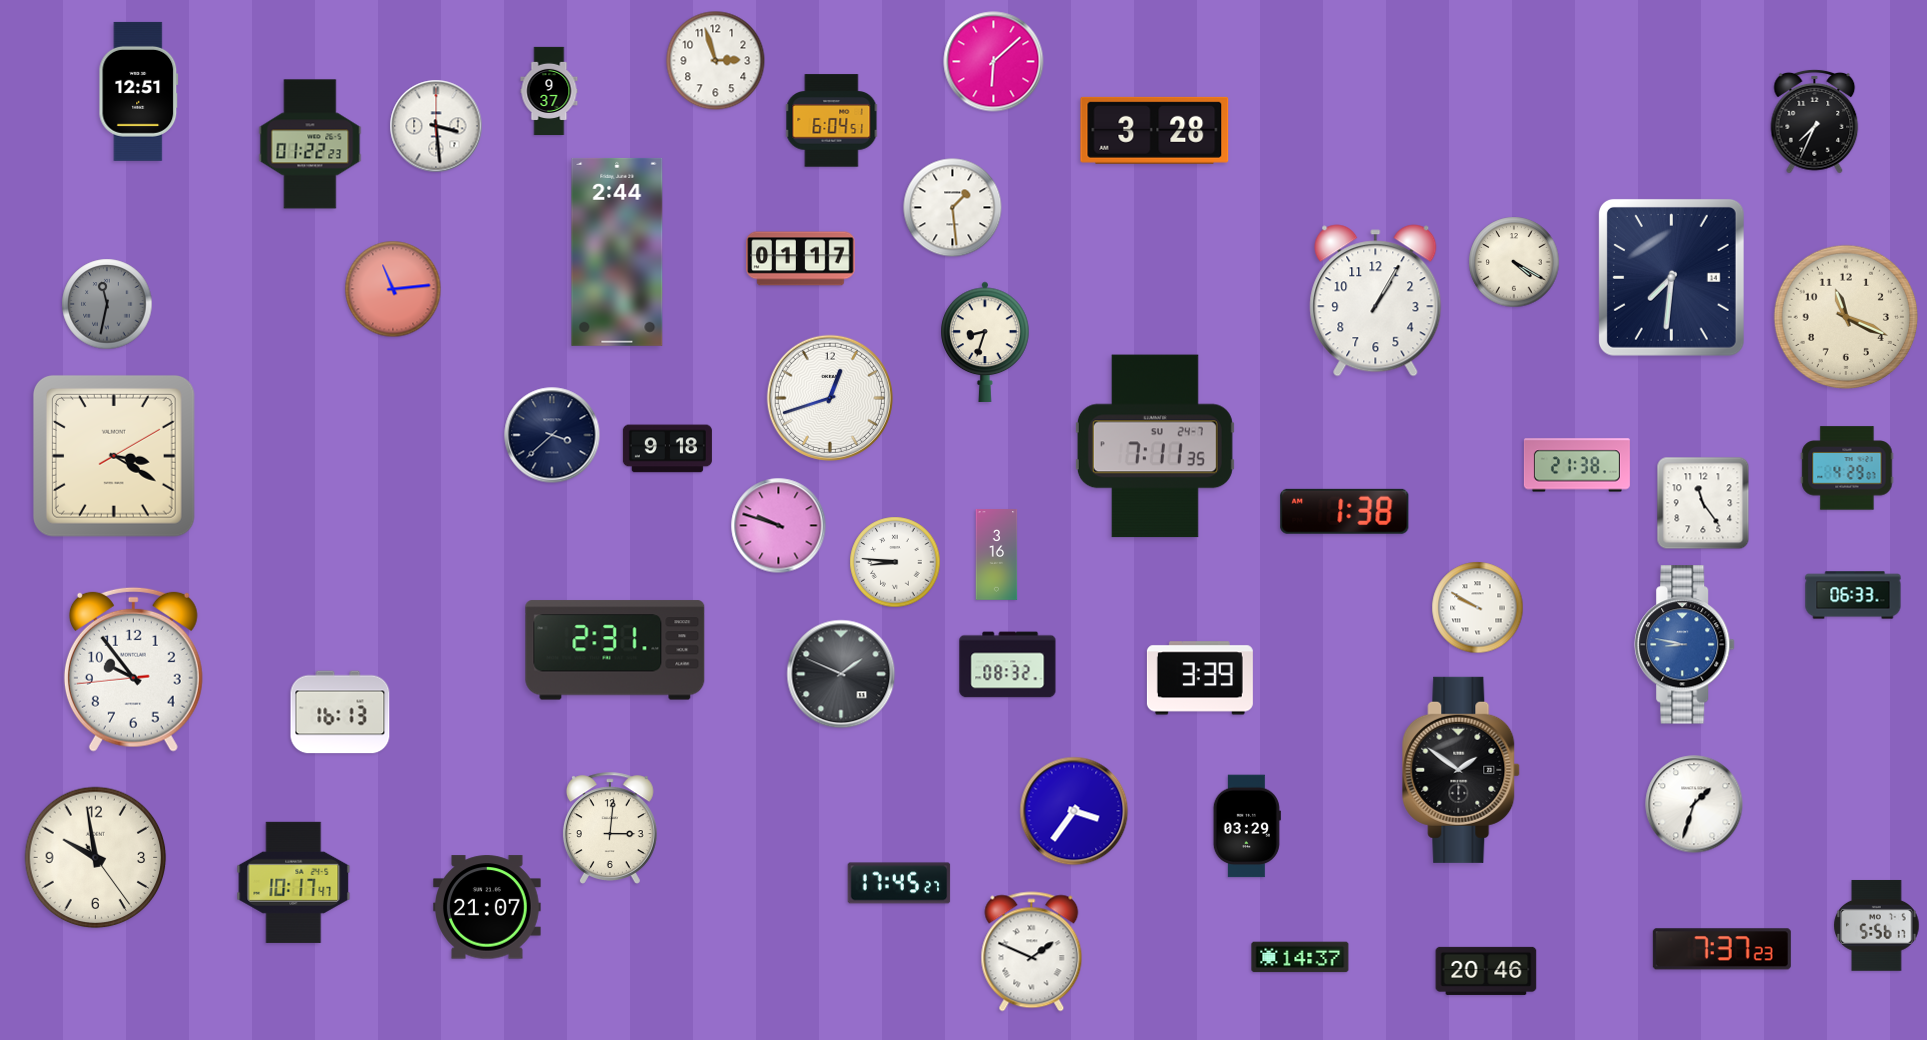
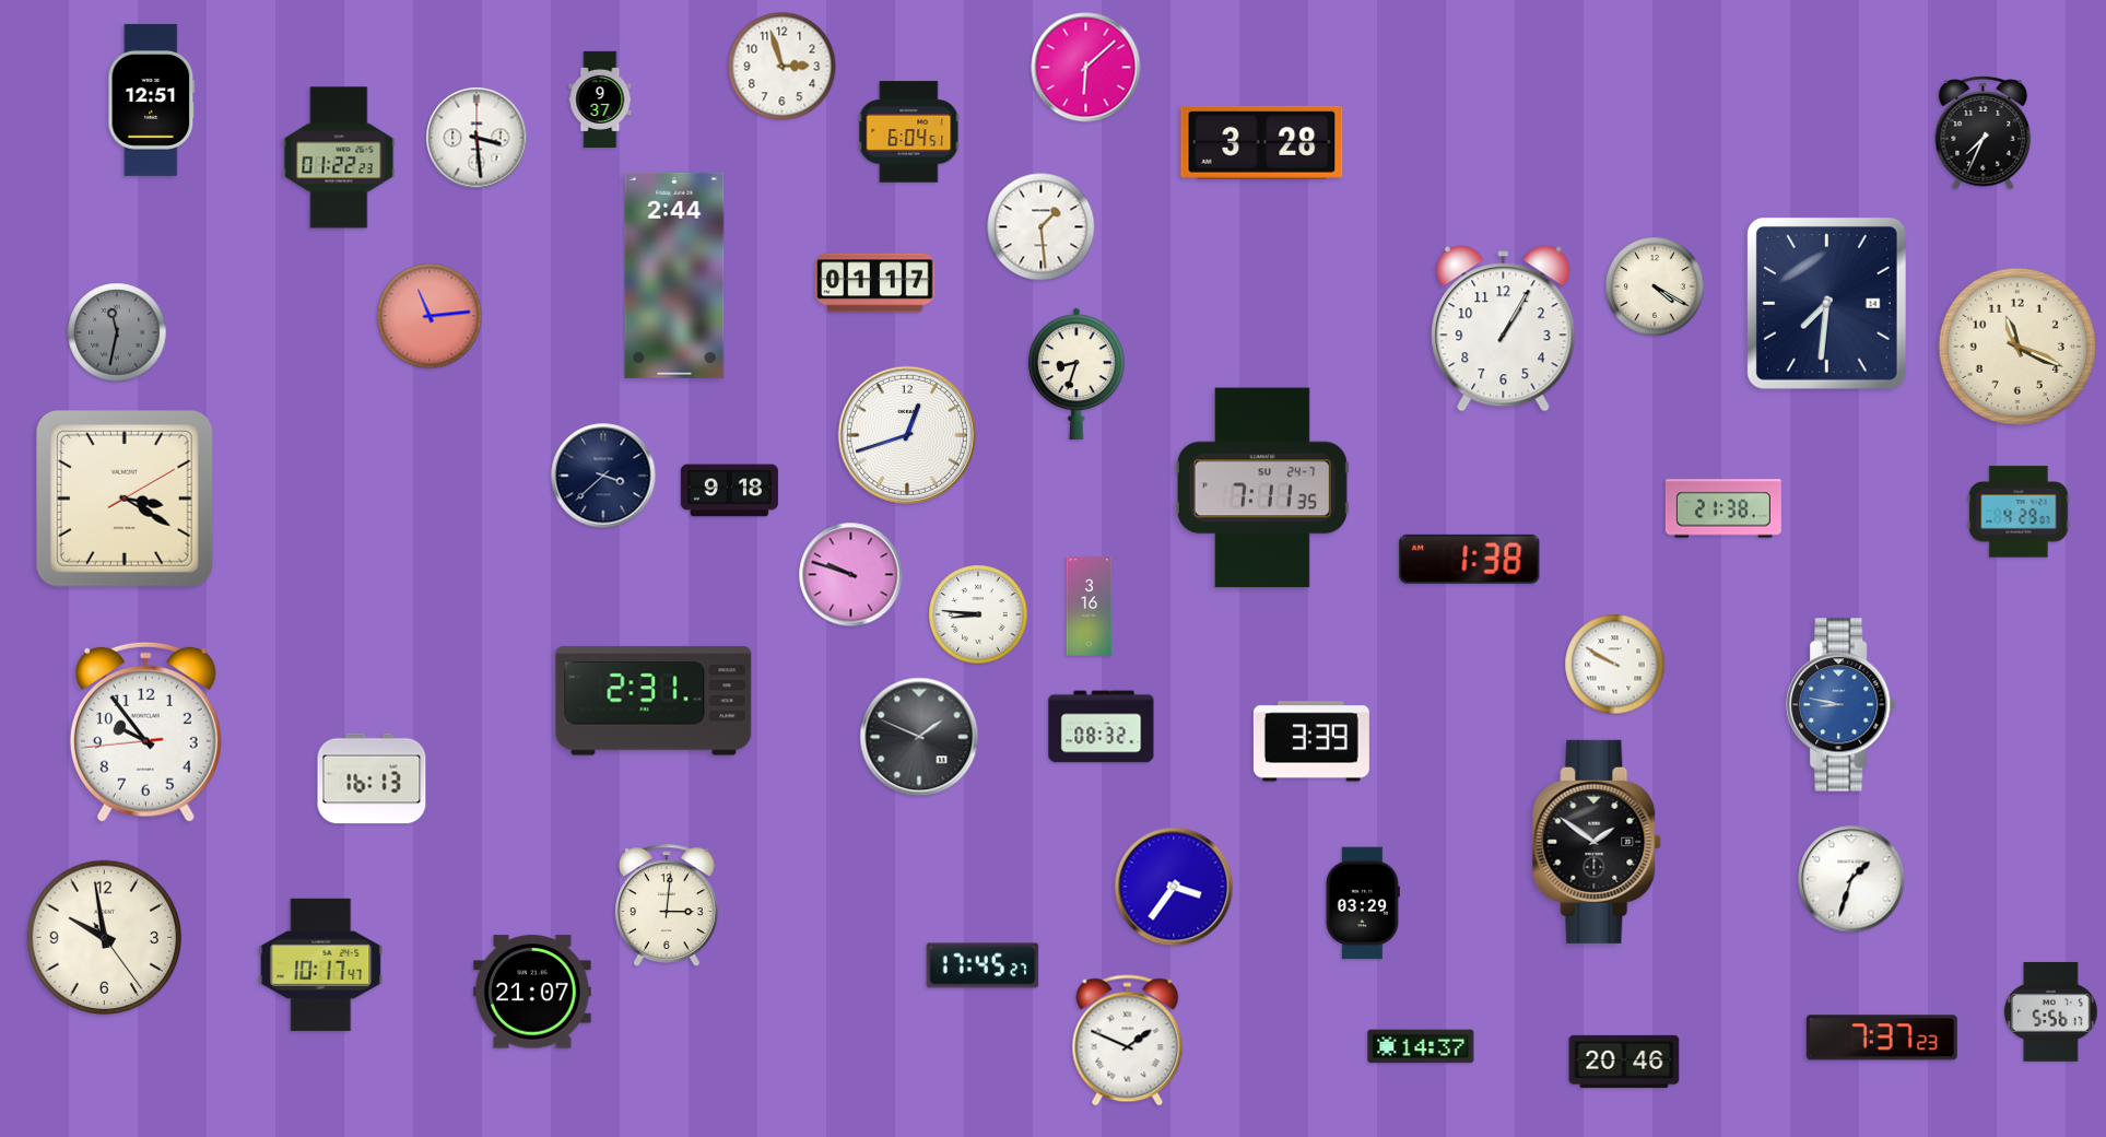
clock at (1703, 503): 11:24 -> none
clock at (1853, 595): 06:33 -> none
clock at (615, 650) position: (615, 650) -> (654, 701)
